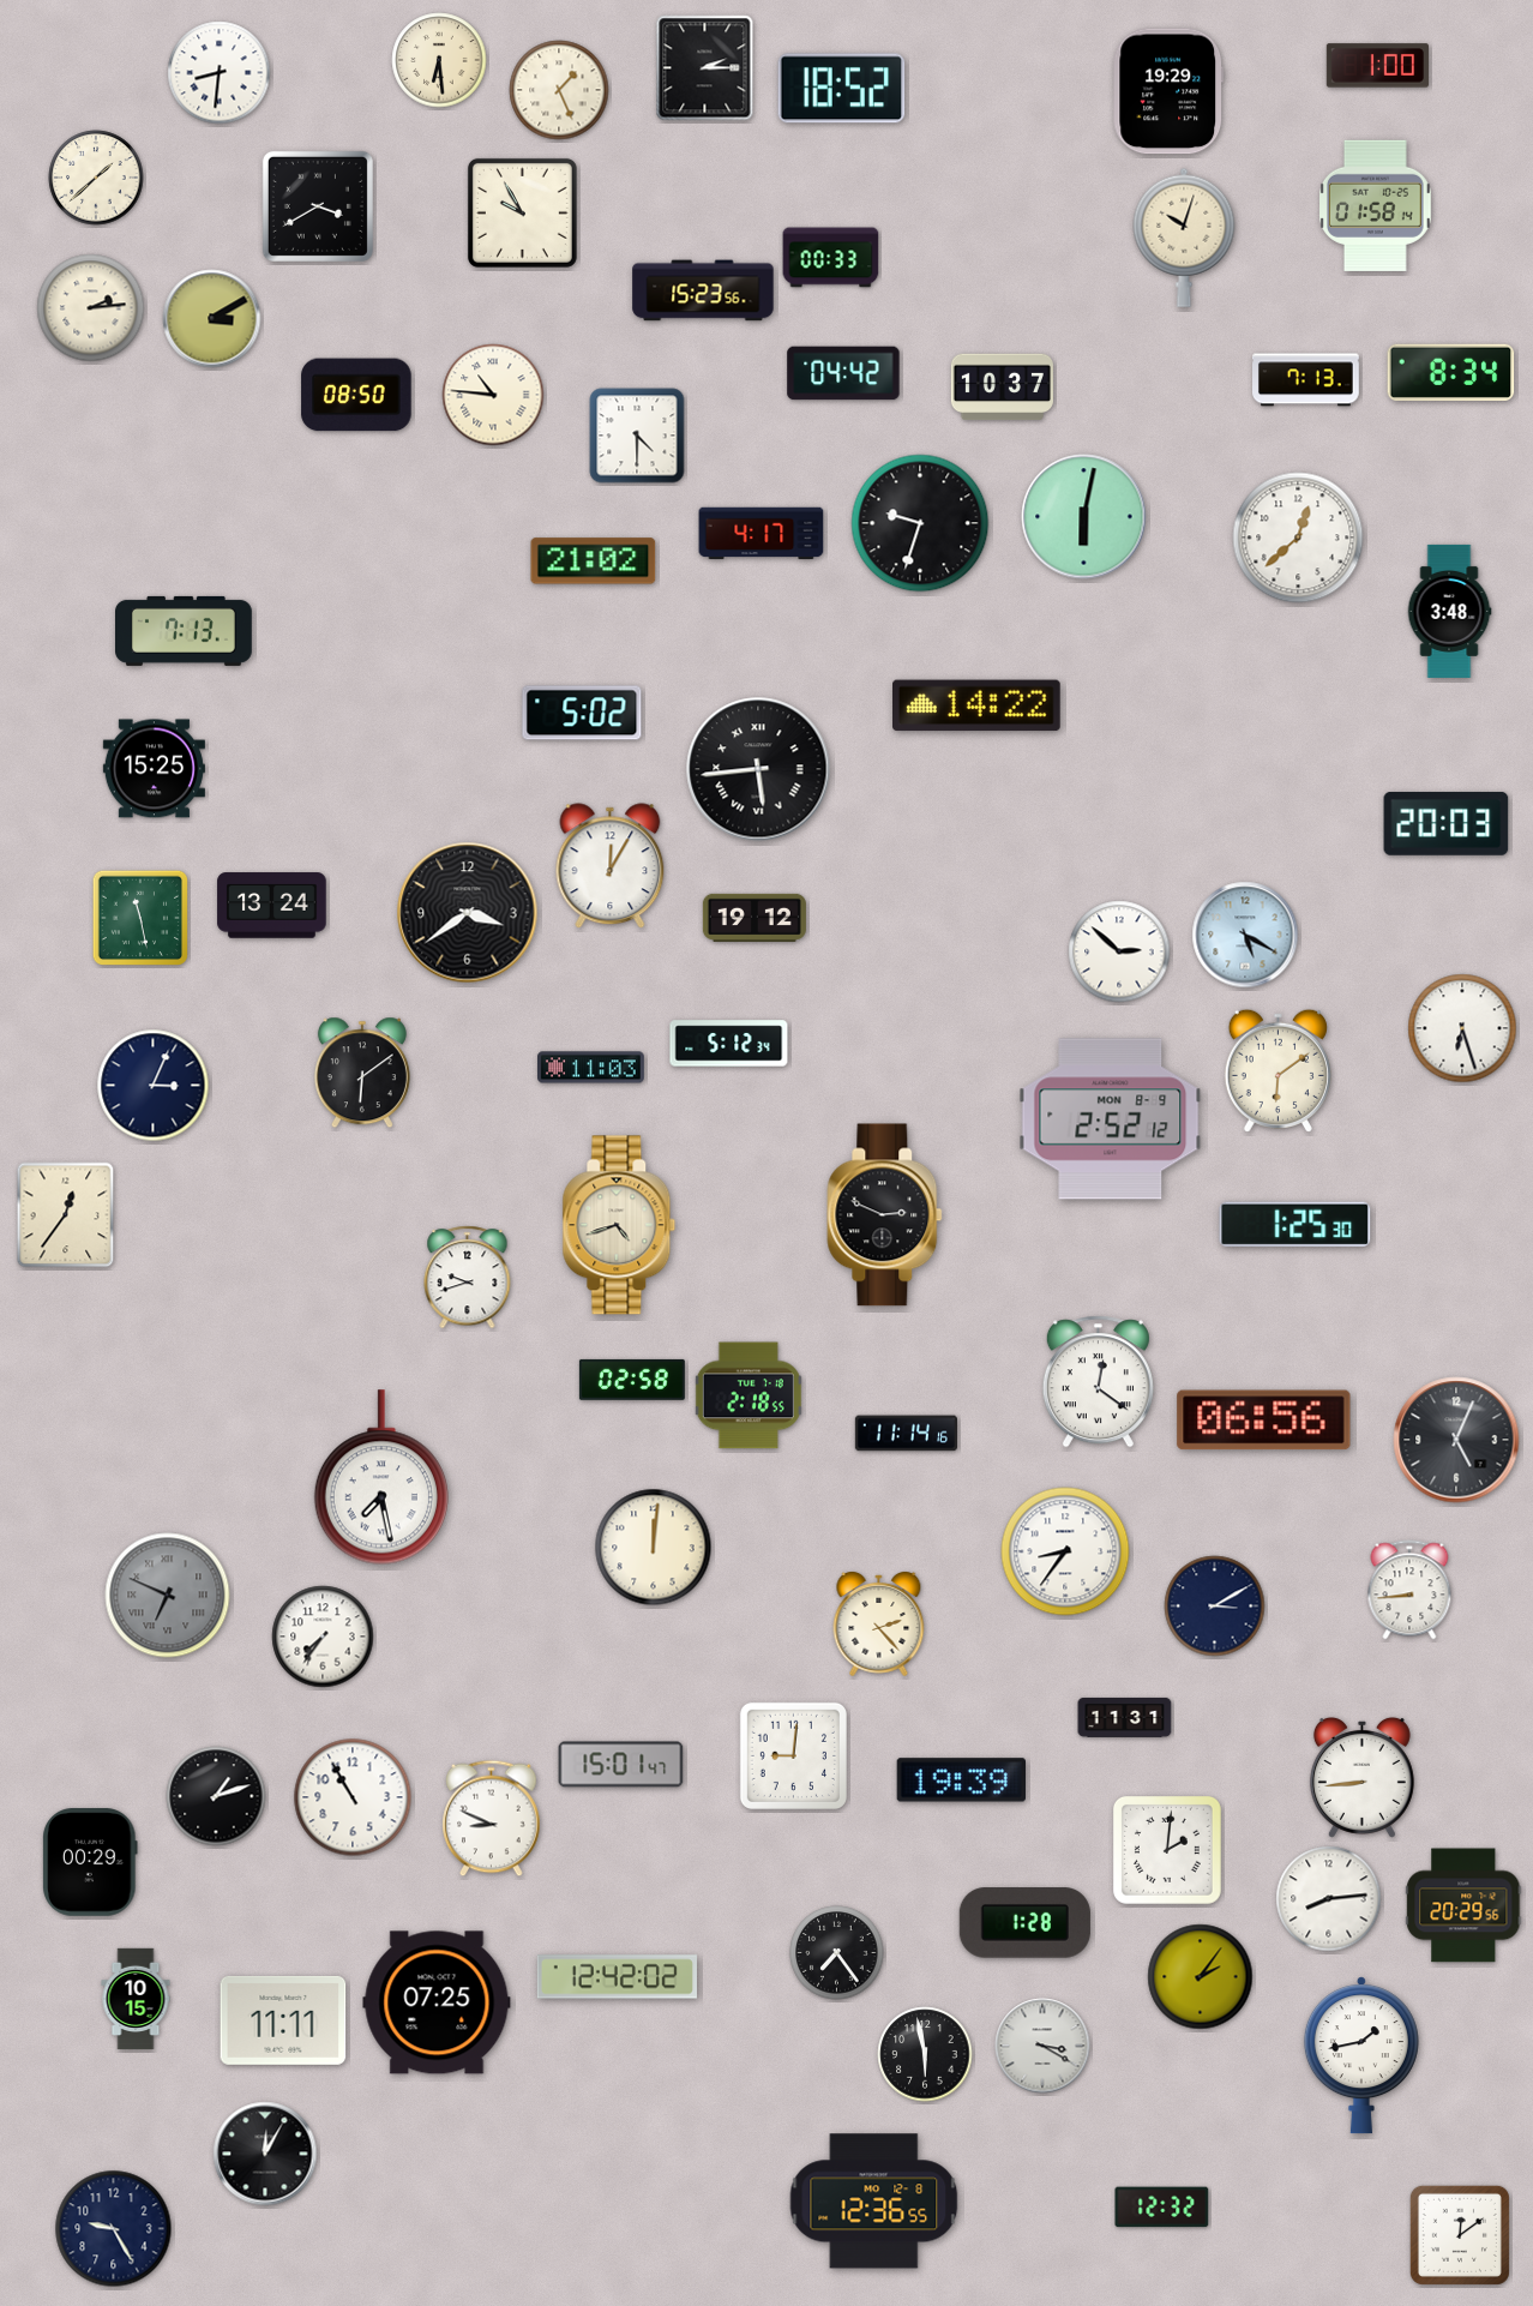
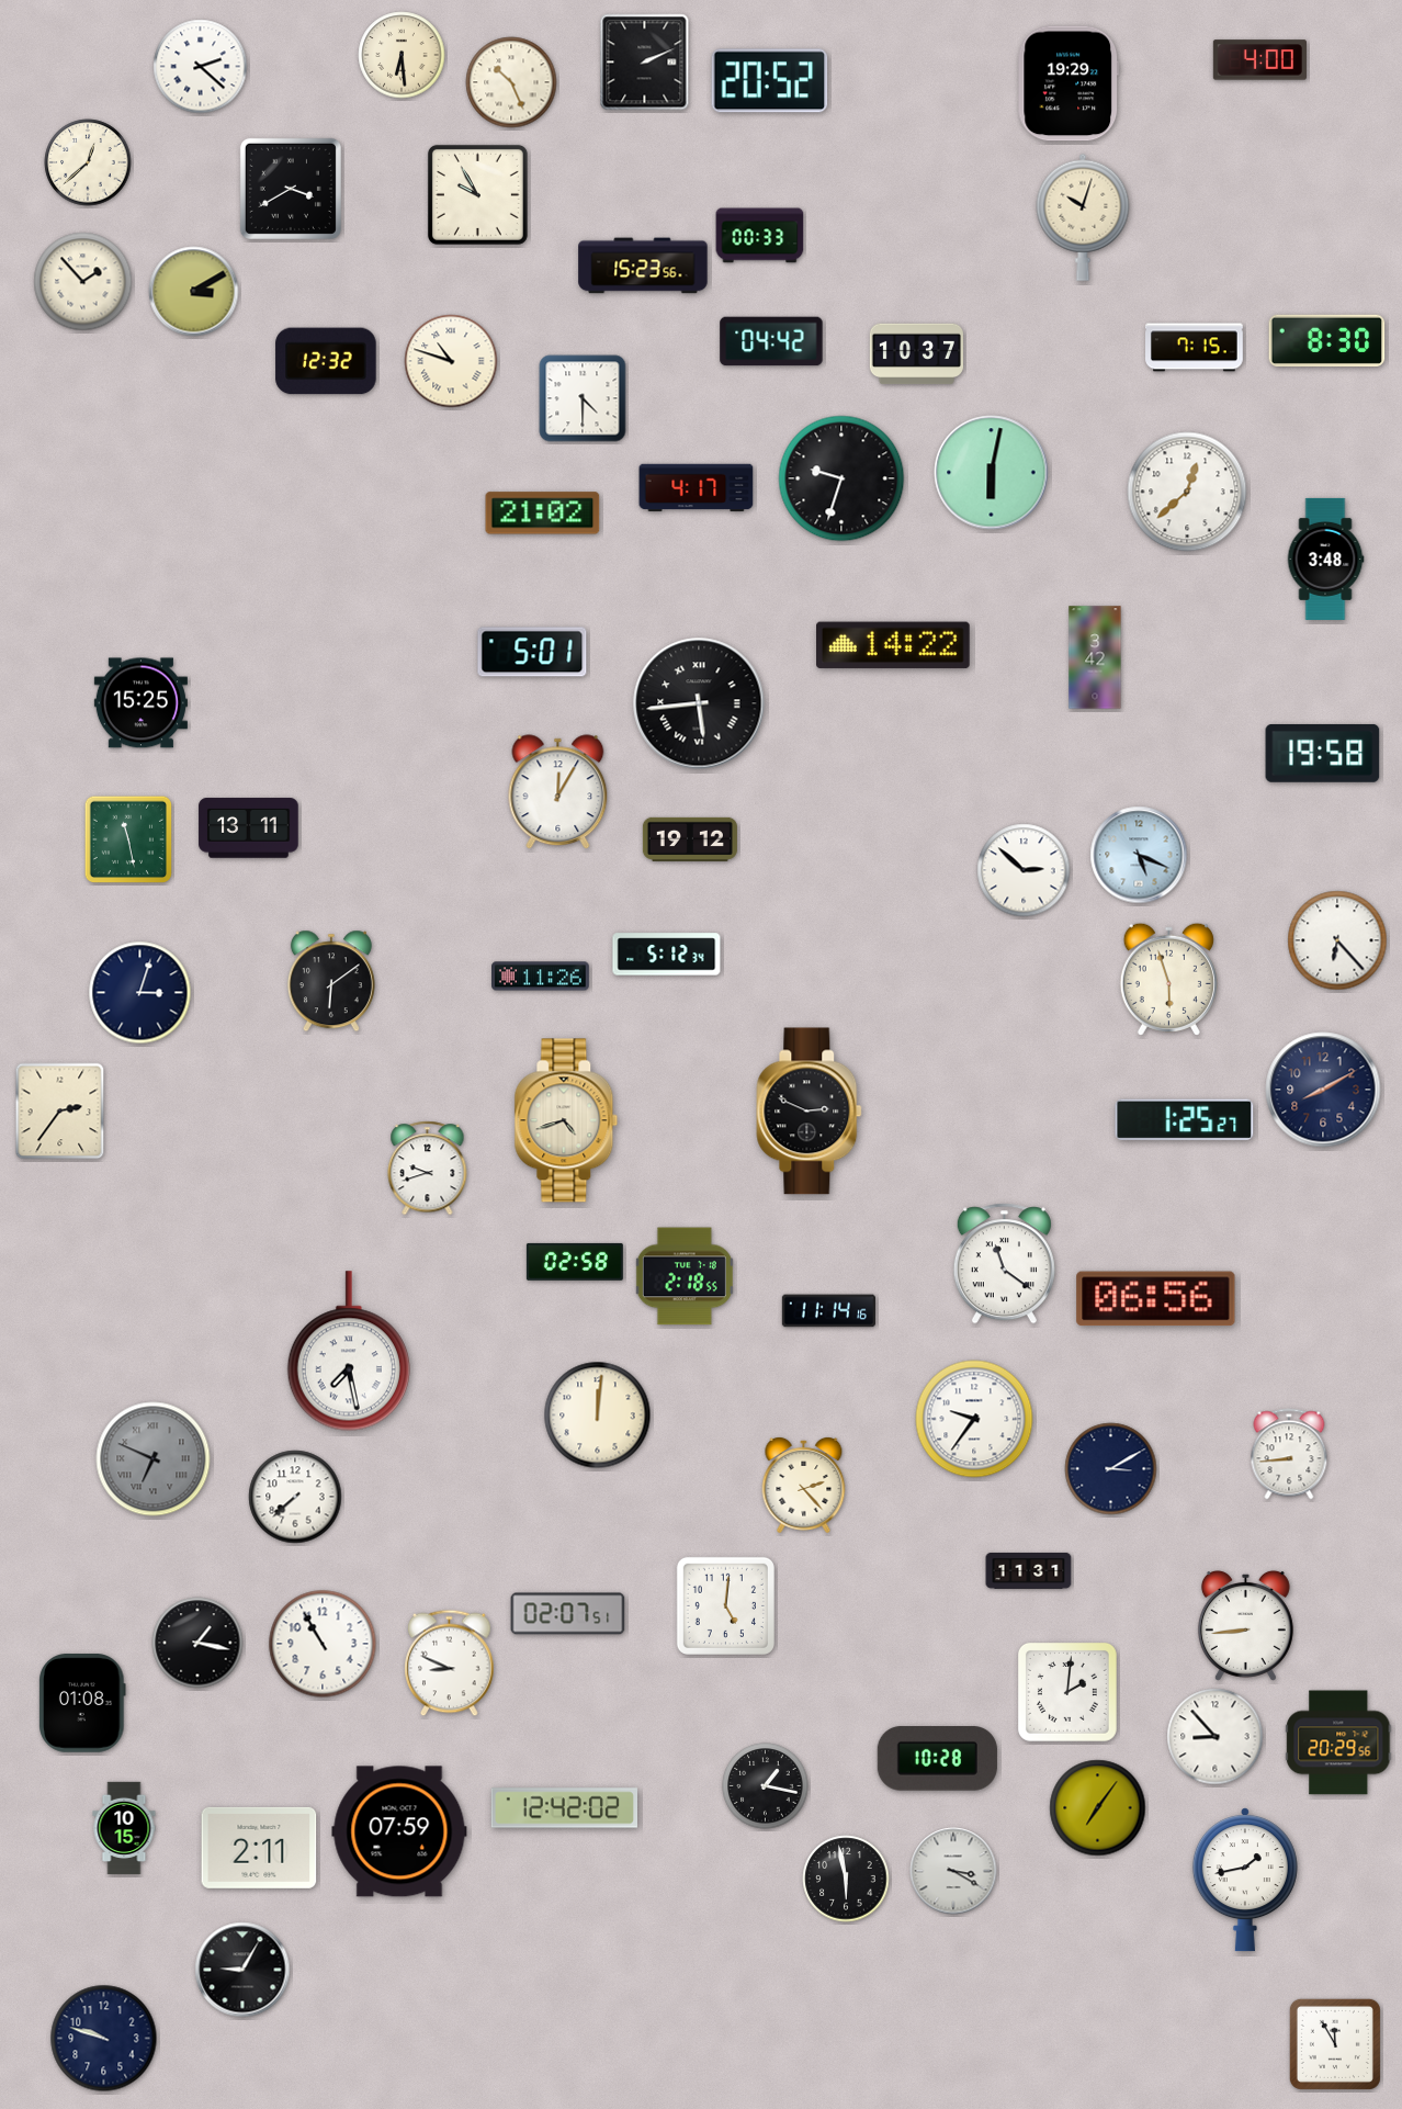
clock at (1377, 66): 1:00 -> 4:00
clock at (705, 68): 2:15 -> 2:11
clock at (220, 73): 8:31 -> 2:22
clock at (842, 89): 18:52 -> 20:52
clock at (559, 90): 1:26 -> 10:26
clock at (96, 178): 1:38 -> 12:38
clock at (1376, 205): 01:58 -> none
clock at (91, 308): 2:14 -> 1:53
clock at (1451, 372): 8:34 -> 8:30
clock at (1306, 380): 7:13 -> 7:15
clock at (356, 395): 08:50 -> 12:32
clock at (493, 395): 10:46 -> 10:48
clock at (185, 631): 7:13 -> none
clock at (582, 713): 5:02 -> 5:01
clock at (1095, 657): none -> 3:42
clock at (758, 769) position: (758, 769) -> (699, 703)
clock at (1447, 823): 20:03 -> 19:58
clock at (272, 906): 13:24 -> 13:11
clock at (468, 913): 3:39 -> none
clock at (1245, 935): 5:20 -> 5:19
clock at (1462, 1028): 6:27 -> 6:23
clock at (591, 1068): 11:03 -> 11:26
clock at (1277, 1070): 6:09 -> 5:57
clock at (154, 1086): 3:04 -> 3:03
clock at (1111, 1119): 2:52 -> none
clock at (1323, 1090): none -> 8:10
clock at (66, 1215): 12:36 -> 2:36
clock at (1295, 1225): 1:25:30 -> 1:25:27
clock at (632, 1380) position: (632, 1380) -> (575, 1262)
clock at (1098, 1382): 12:21 -> 11:21
clock at (1456, 1440): 5:04 -> none
clock at (1065, 1551): 8:36 -> 9:36
clock at (323, 1637): 7:36 -> 7:38
clock at (793, 1755): 9:01 -> 5:01
clock at (621, 1765): 15:01 -> 02:07
clock at (961, 1780): 19:39 -> none
clock at (216, 1796): 1:12 -> 1:17
clock at (90, 1863): 00:29 -> 01:08
clock at (1329, 1899): 8:14 -> 8:53
clock at (1024, 1923): 1:28 -> 10:28
clock at (837, 1953): 7:24 -> 1:17
clock at (1201, 1977): 2:06 -> 7:06
clock at (437, 2002): 07:25 -> 07:59
clock at (283, 2020): 11:11 -> 2:11
clock at (265, 2154): 12:05 -> 9:05
clock at (874, 2202): 12:36 -> none
clock at (1162, 2208): 12:32 -> none
clock at (114, 2229): 9:25 -> 9:48
clock at (1460, 2235): 12:09 -> 11:55
